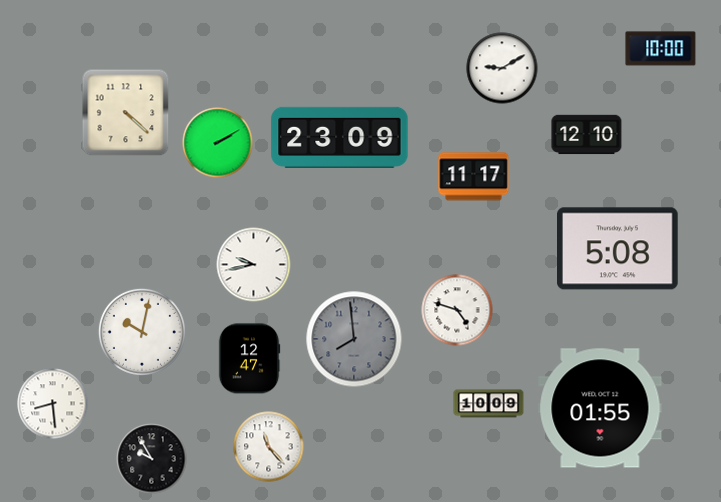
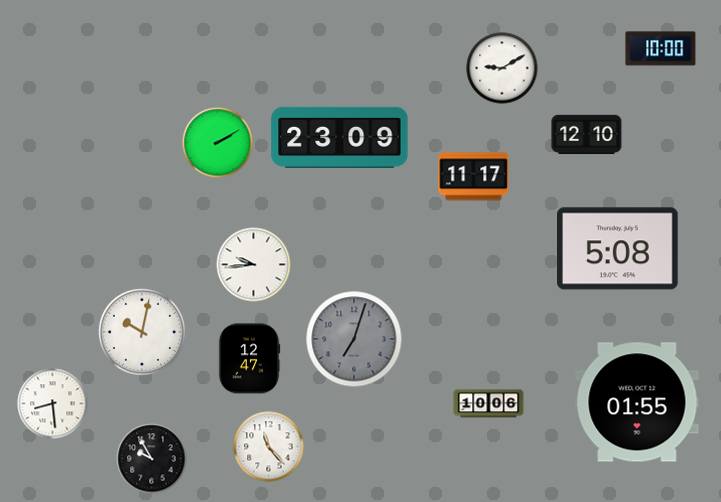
clock at (126, 113): 4:22 -> none
clock at (254, 265): 9:43 -> 9:44
clock at (457, 310): 4:48 -> none
clock at (354, 339): 7:59 -> 7:03
clock at (489, 404): 10:09 -> 10:06
clock at (600, 408) position: (600, 408) -> (637, 402)
